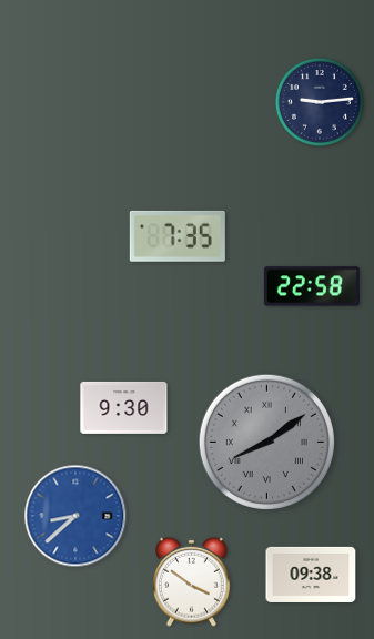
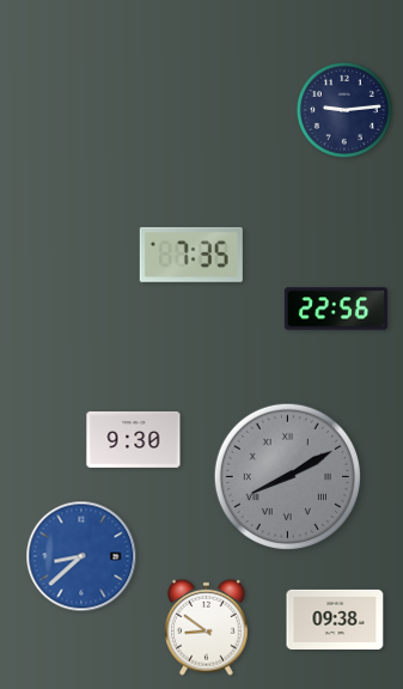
clock at (312, 286): 22:58 -> 22:56
clock at (266, 442): 8:09 -> 8:10
clock at (192, 581): 3:51 -> 8:51
